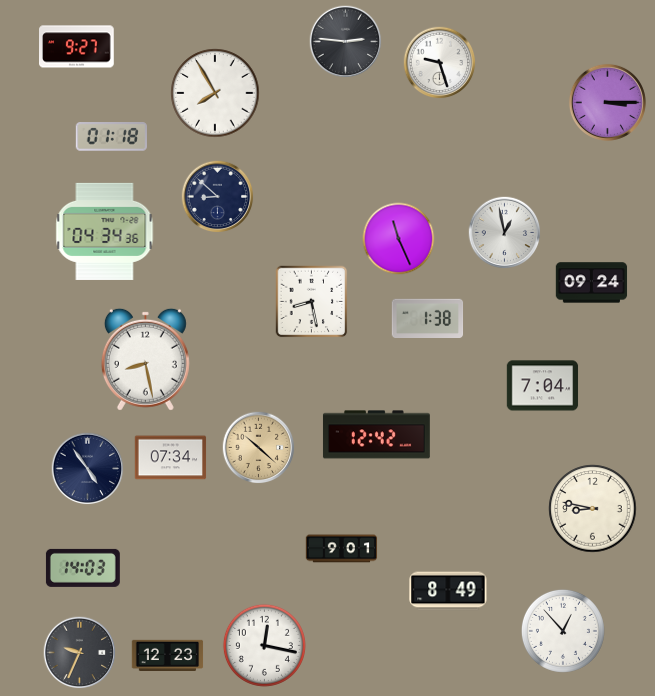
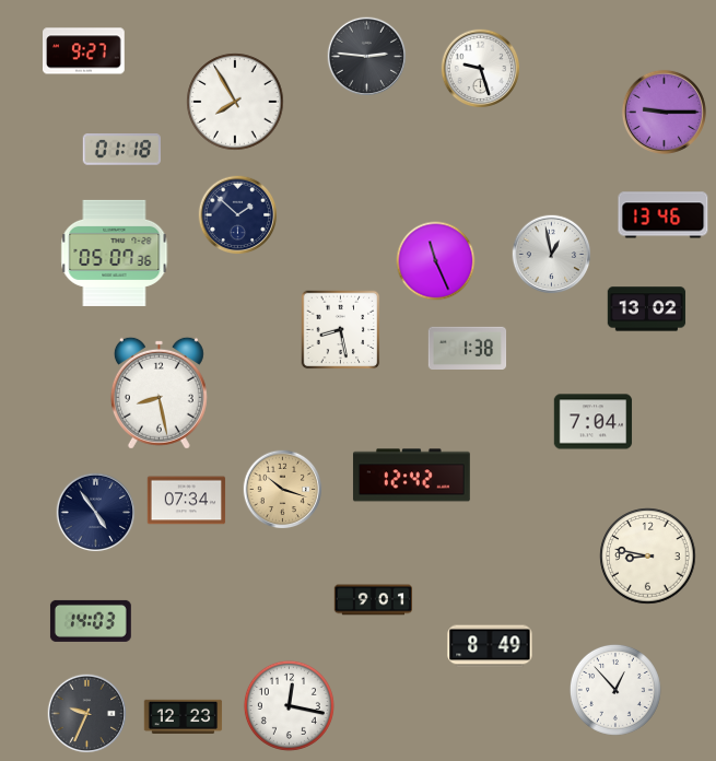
clock at (346, 42) position: (346, 42) -> (367, 57)
clock at (607, 102): 3:15 -> 9:15
clock at (218, 197): 8:52 -> 1:52
clock at (664, 215): none -> 13:46
clock at (105, 231): 04:34 -> 05:07
clock at (592, 283): 09:24 -> 13:02
clock at (259, 448): 10:22 -> 10:18
